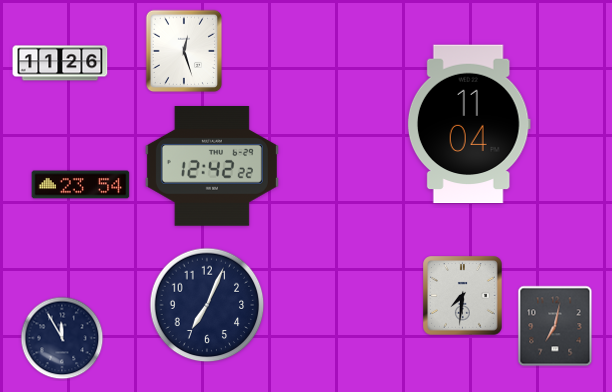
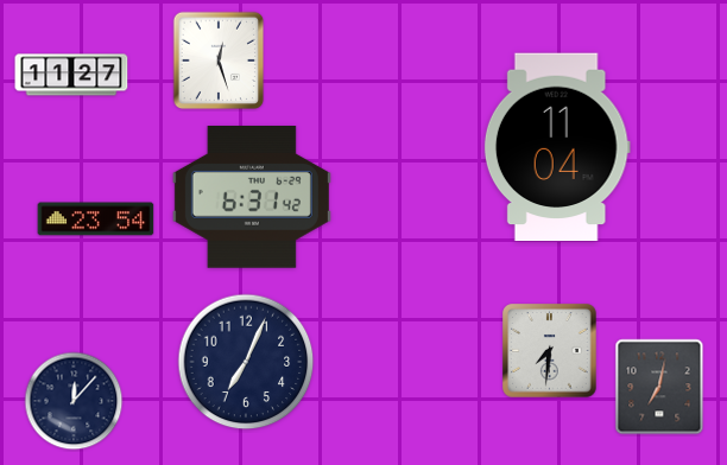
clock at (60, 63): 11:26 -> 11:27
clock at (212, 167): 12:42 -> 6:31
clock at (62, 338): 11:55 -> 12:07
